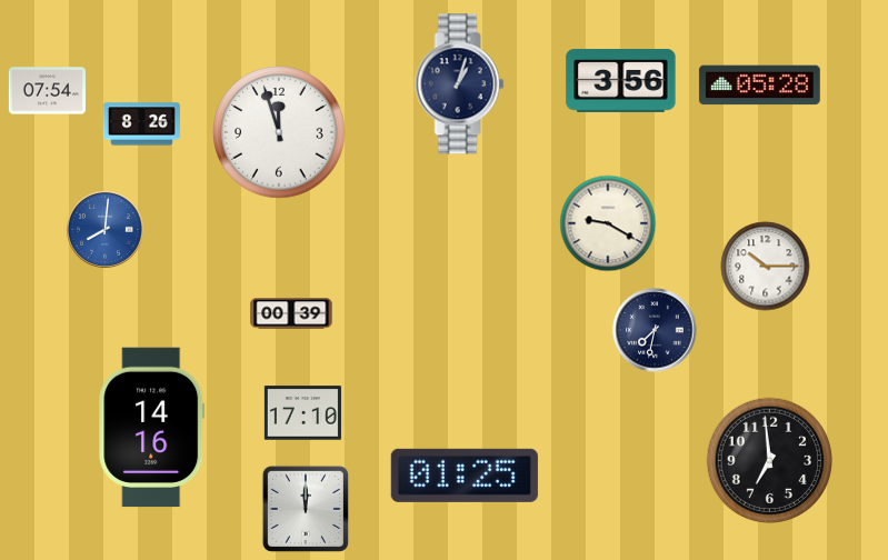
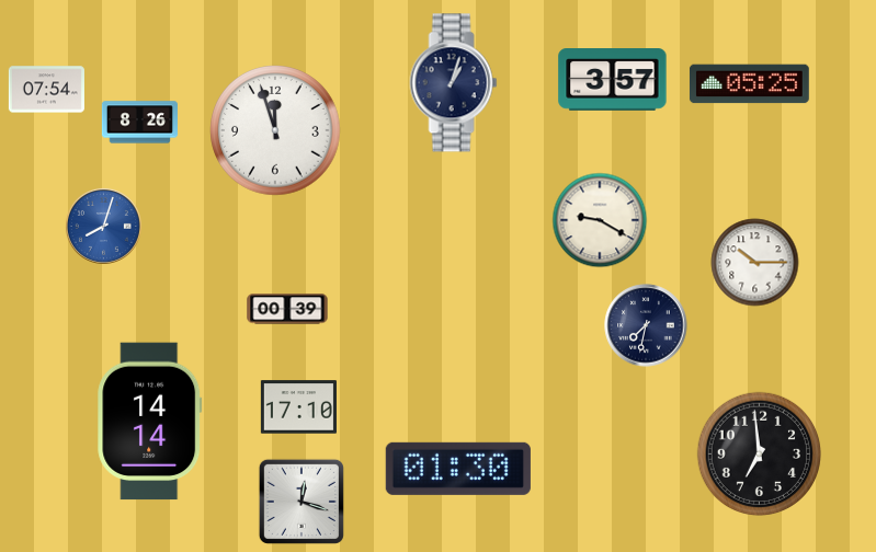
clock at (621, 81): 3:56 -> 3:57
clock at (759, 86): 05:28 -> 05:25
clock at (104, 229): 8:01 -> 8:03
clock at (152, 428): 14:16 -> 14:14
clock at (465, 476): 01:25 -> 01:30
clock at (306, 509): 12:00 -> 12:18
